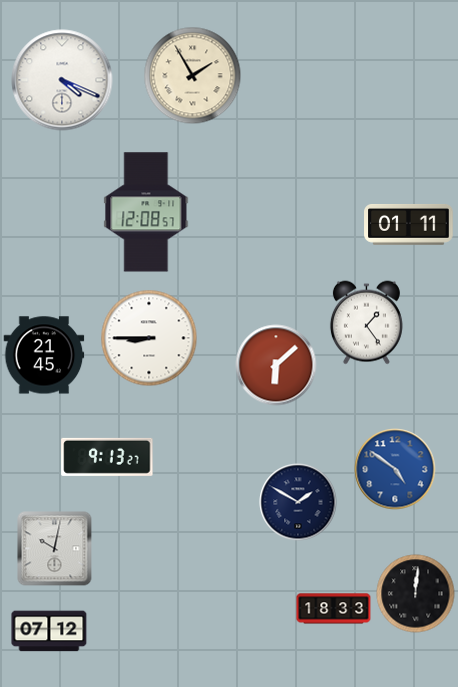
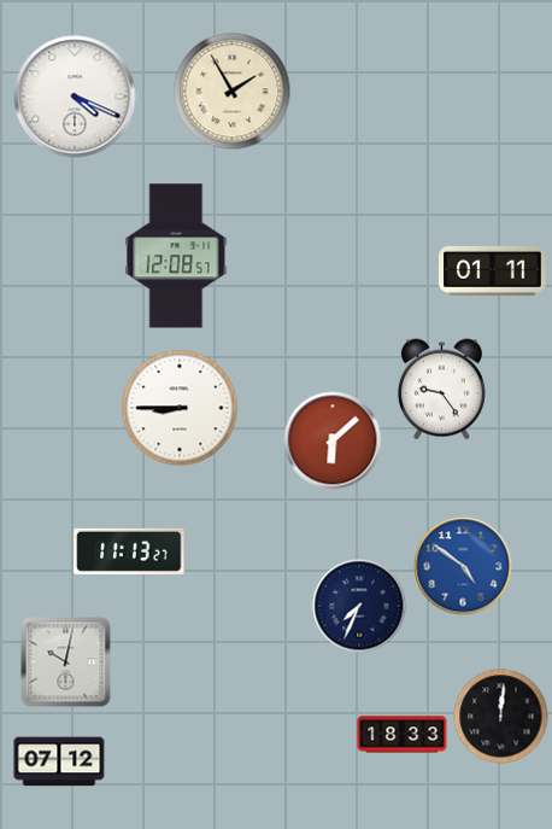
clock at (366, 323): 1:24 -> 9:24
clock at (44, 355): 21:45 -> none
clock at (107, 457): 9:13 -> 11:13
clock at (395, 469) position: (395, 469) -> (463, 566)
clock at (298, 502): 1:50 -> 7:34
